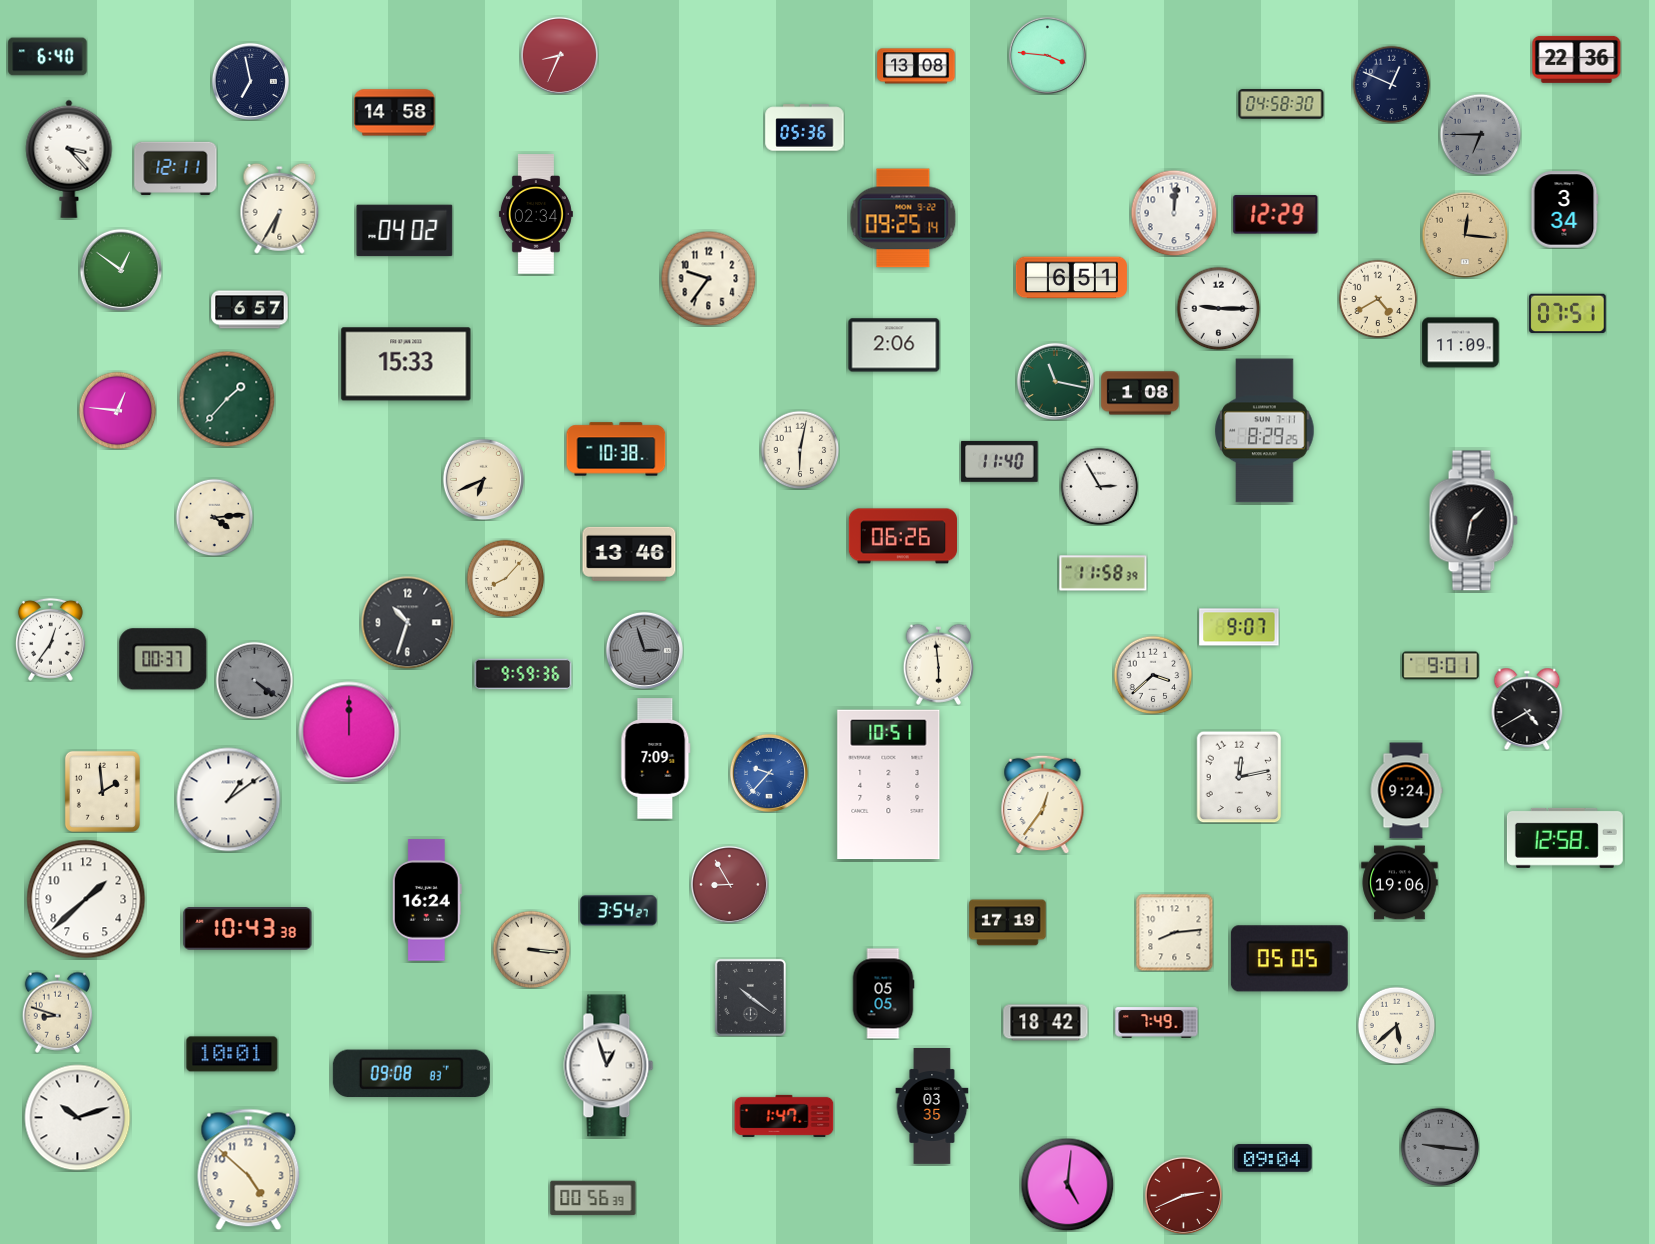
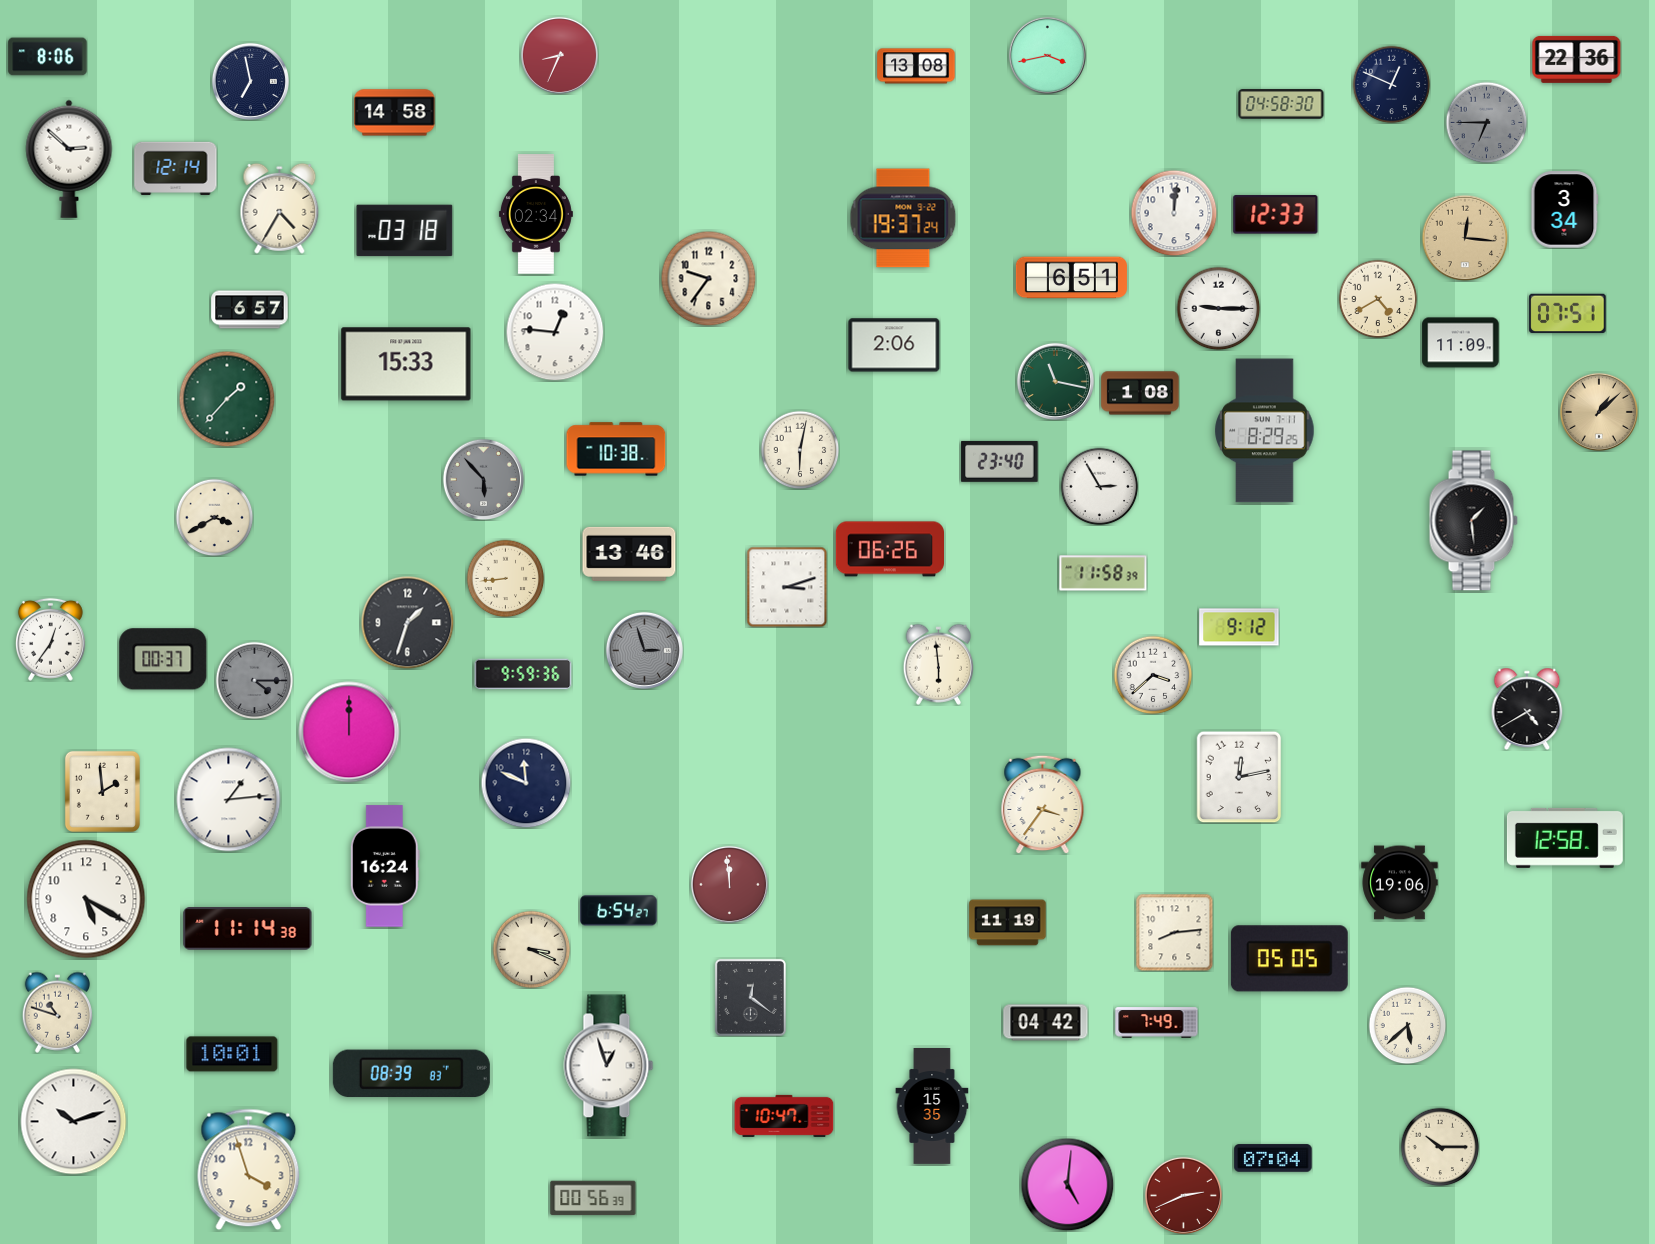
clock at (1047, 55): 3:46 -> 3:43
clock at (48, 57): 6:40 -> 8:06
clock at (805, 128): 05:36 -> none
clock at (1480, 134) position: (1480, 134) -> (1486, 122)
clock at (69, 159): 3:23 -> 2:52
clock at (176, 168): 12:11 -> 12:14
clock at (280, 208): 6:35 -> 4:35
clock at (1276, 215): 12:29 -> 12:33
clock at (903, 218): 09:25 -> 19:37
clock at (405, 231): 04:02 -> 03:18
clock at (1465, 235) position: (1465, 235) -> (1465, 238)
clock at (121, 270): 12:51 -> none
clock at (555, 332): none -> 12:46
clock at (117, 410): 12:46 -> none
clock at (1599, 412): none -> 1:08
clock at (1000, 461): 11:40 -> 23:40
clock at (483, 479): 6:41 -> 5:53
clock at (483, 479) dial: cream -> grey
clock at (214, 517): 4:14 -> 3:40
clock at (1473, 521): 1:32 -> 1:29
clock at (902, 536) position: (902, 536) -> (889, 549)
clock at (505, 578): 8:07 -> 8:44
clock at (787, 587): none -> 3:12
clock at (407, 622): 10:33 -> 1:33
clock at (1239, 627): 9:07 -> 9:12
clock at (1441, 666): 9:01 -> none
clock at (254, 680): 4:21 -> 4:15
clock at (656, 759): 7:09 -> none
clock at (769, 773): 9:37 -> none
clock at (526, 783): none -> 11:49
clock at (889, 785): 10:51 -> none
clock at (1406, 791): 9:24 -> none
clock at (229, 800): 1:09 -> 1:14
clock at (1043, 804): 12:36 -> 3:36
clock at (729, 884): 8:55 -> 11:59
clock at (86, 899): 1:38 -> 5:20
clock at (427, 900) position: (427, 900) -> (385, 866)
clock at (619, 911): 3:54 -> 6:54
clock at (1008, 923): 17:19 -> 11:19
clock at (248, 929): 10:43 -> 11:14
clock at (531, 949): 3:16 -> 3:19
clock at (883, 994): 05:05 -> none
clock at (750, 997): 10:21 -> 12:21
clock at (57, 1012): 8:48 -> 10:48
clock at (1046, 1023): 18:42 -> 04:42
clock at (1396, 1025) position: (1396, 1025) -> (1407, 1025)
clock at (411, 1074): 09:08 -> 08:39
clock at (932, 1107): 03:35 -> 15:35
clock at (784, 1116): 1:47 -> 10:47
clock at (78, 1118) position: (78, 1118) -> (74, 1122)
clock at (1440, 1147): 9:16 -> 10:15
clock at (1440, 1147) dial: grey -> cream
clock at (1273, 1158): 09:04 -> 07:04
clock at (249, 1170): 4:52 -> 3:57
